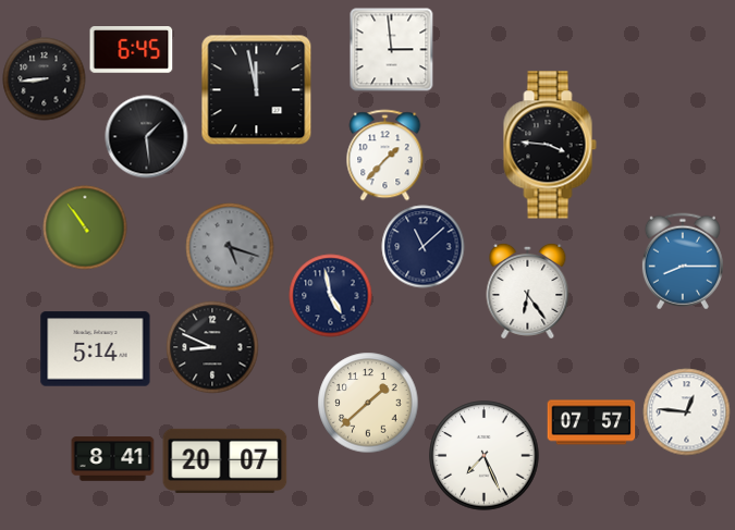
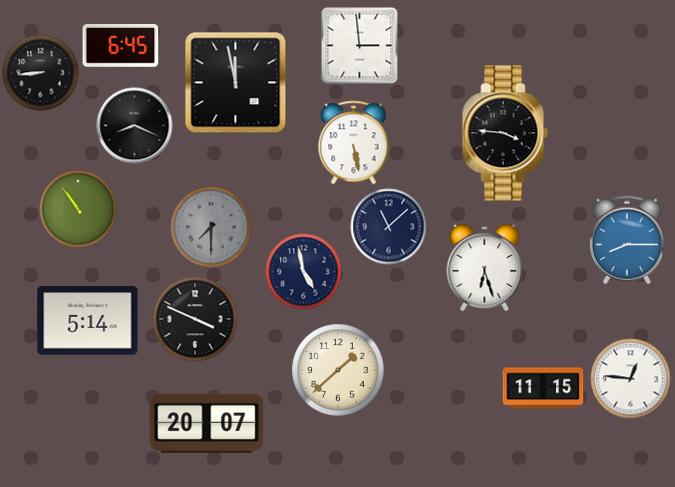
clock at (147, 137): 1:29 -> 8:19
clock at (385, 156): 1:37 -> 5:28
clock at (230, 247): 5:18 -> 7:30
clock at (528, 291): 6:24 -> 6:27
clock at (212, 347): 8:49 -> 3:49
clock at (591, 422): 07:57 -> 11:15
clock at (485, 456): 7:26 -> none
clock at (113, 459): 8:41 -> none
